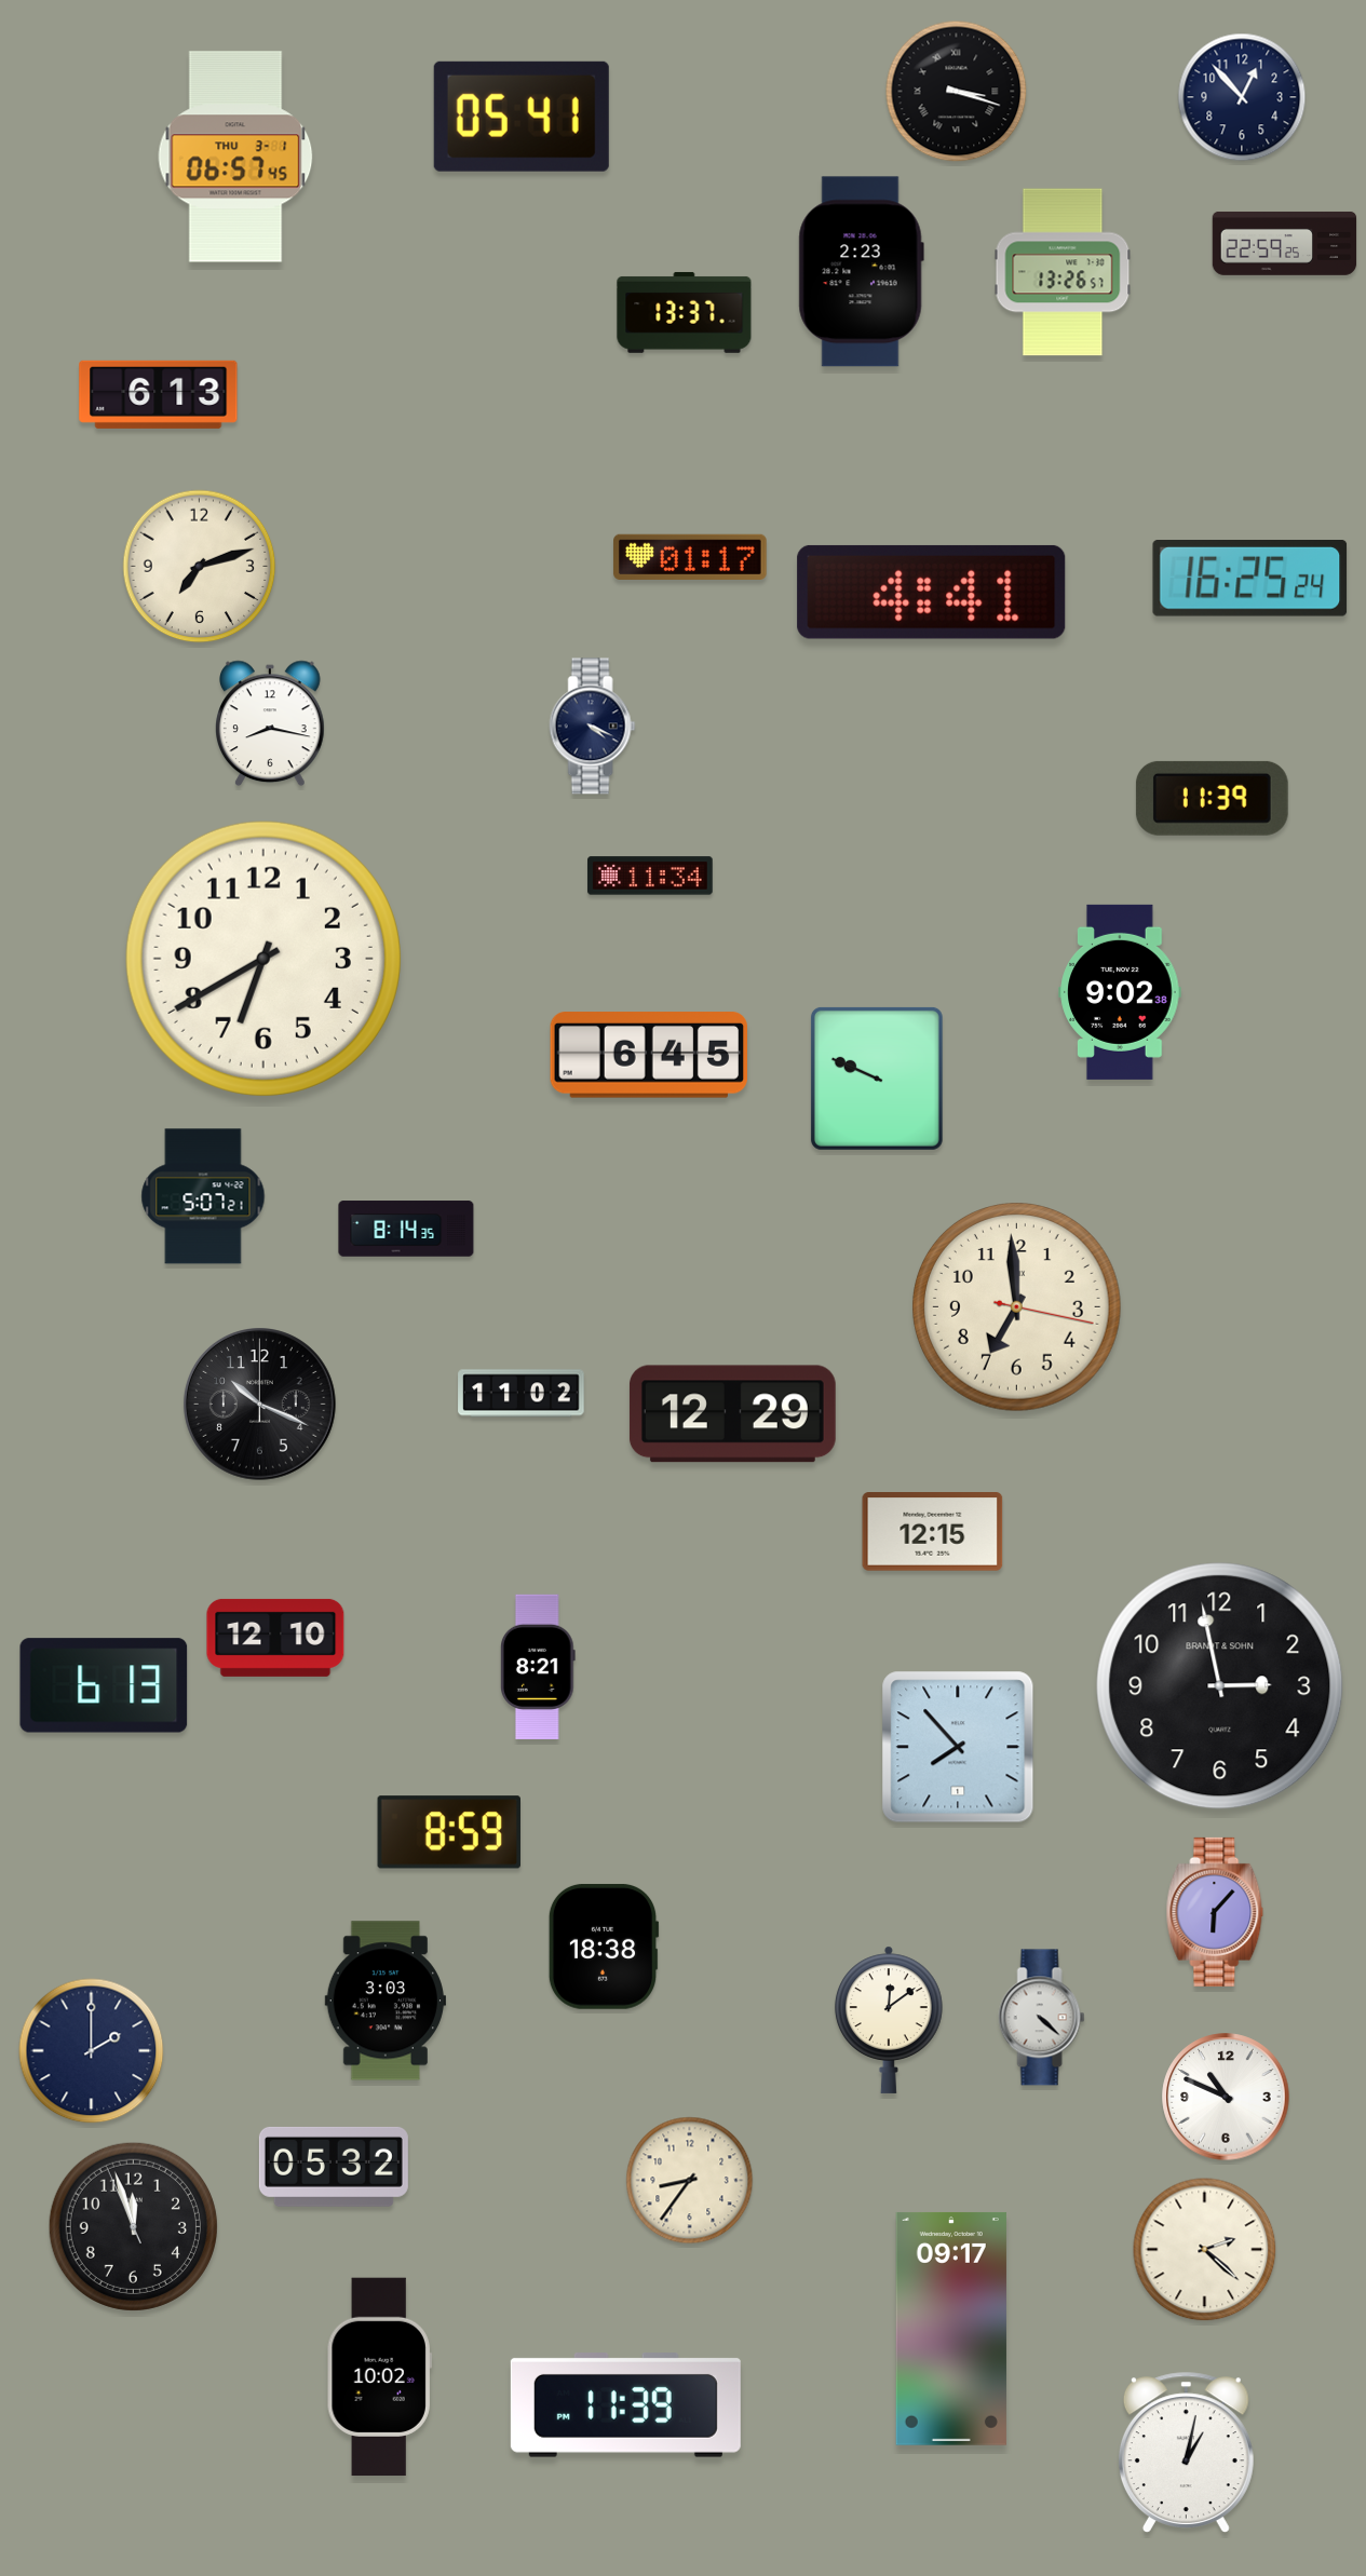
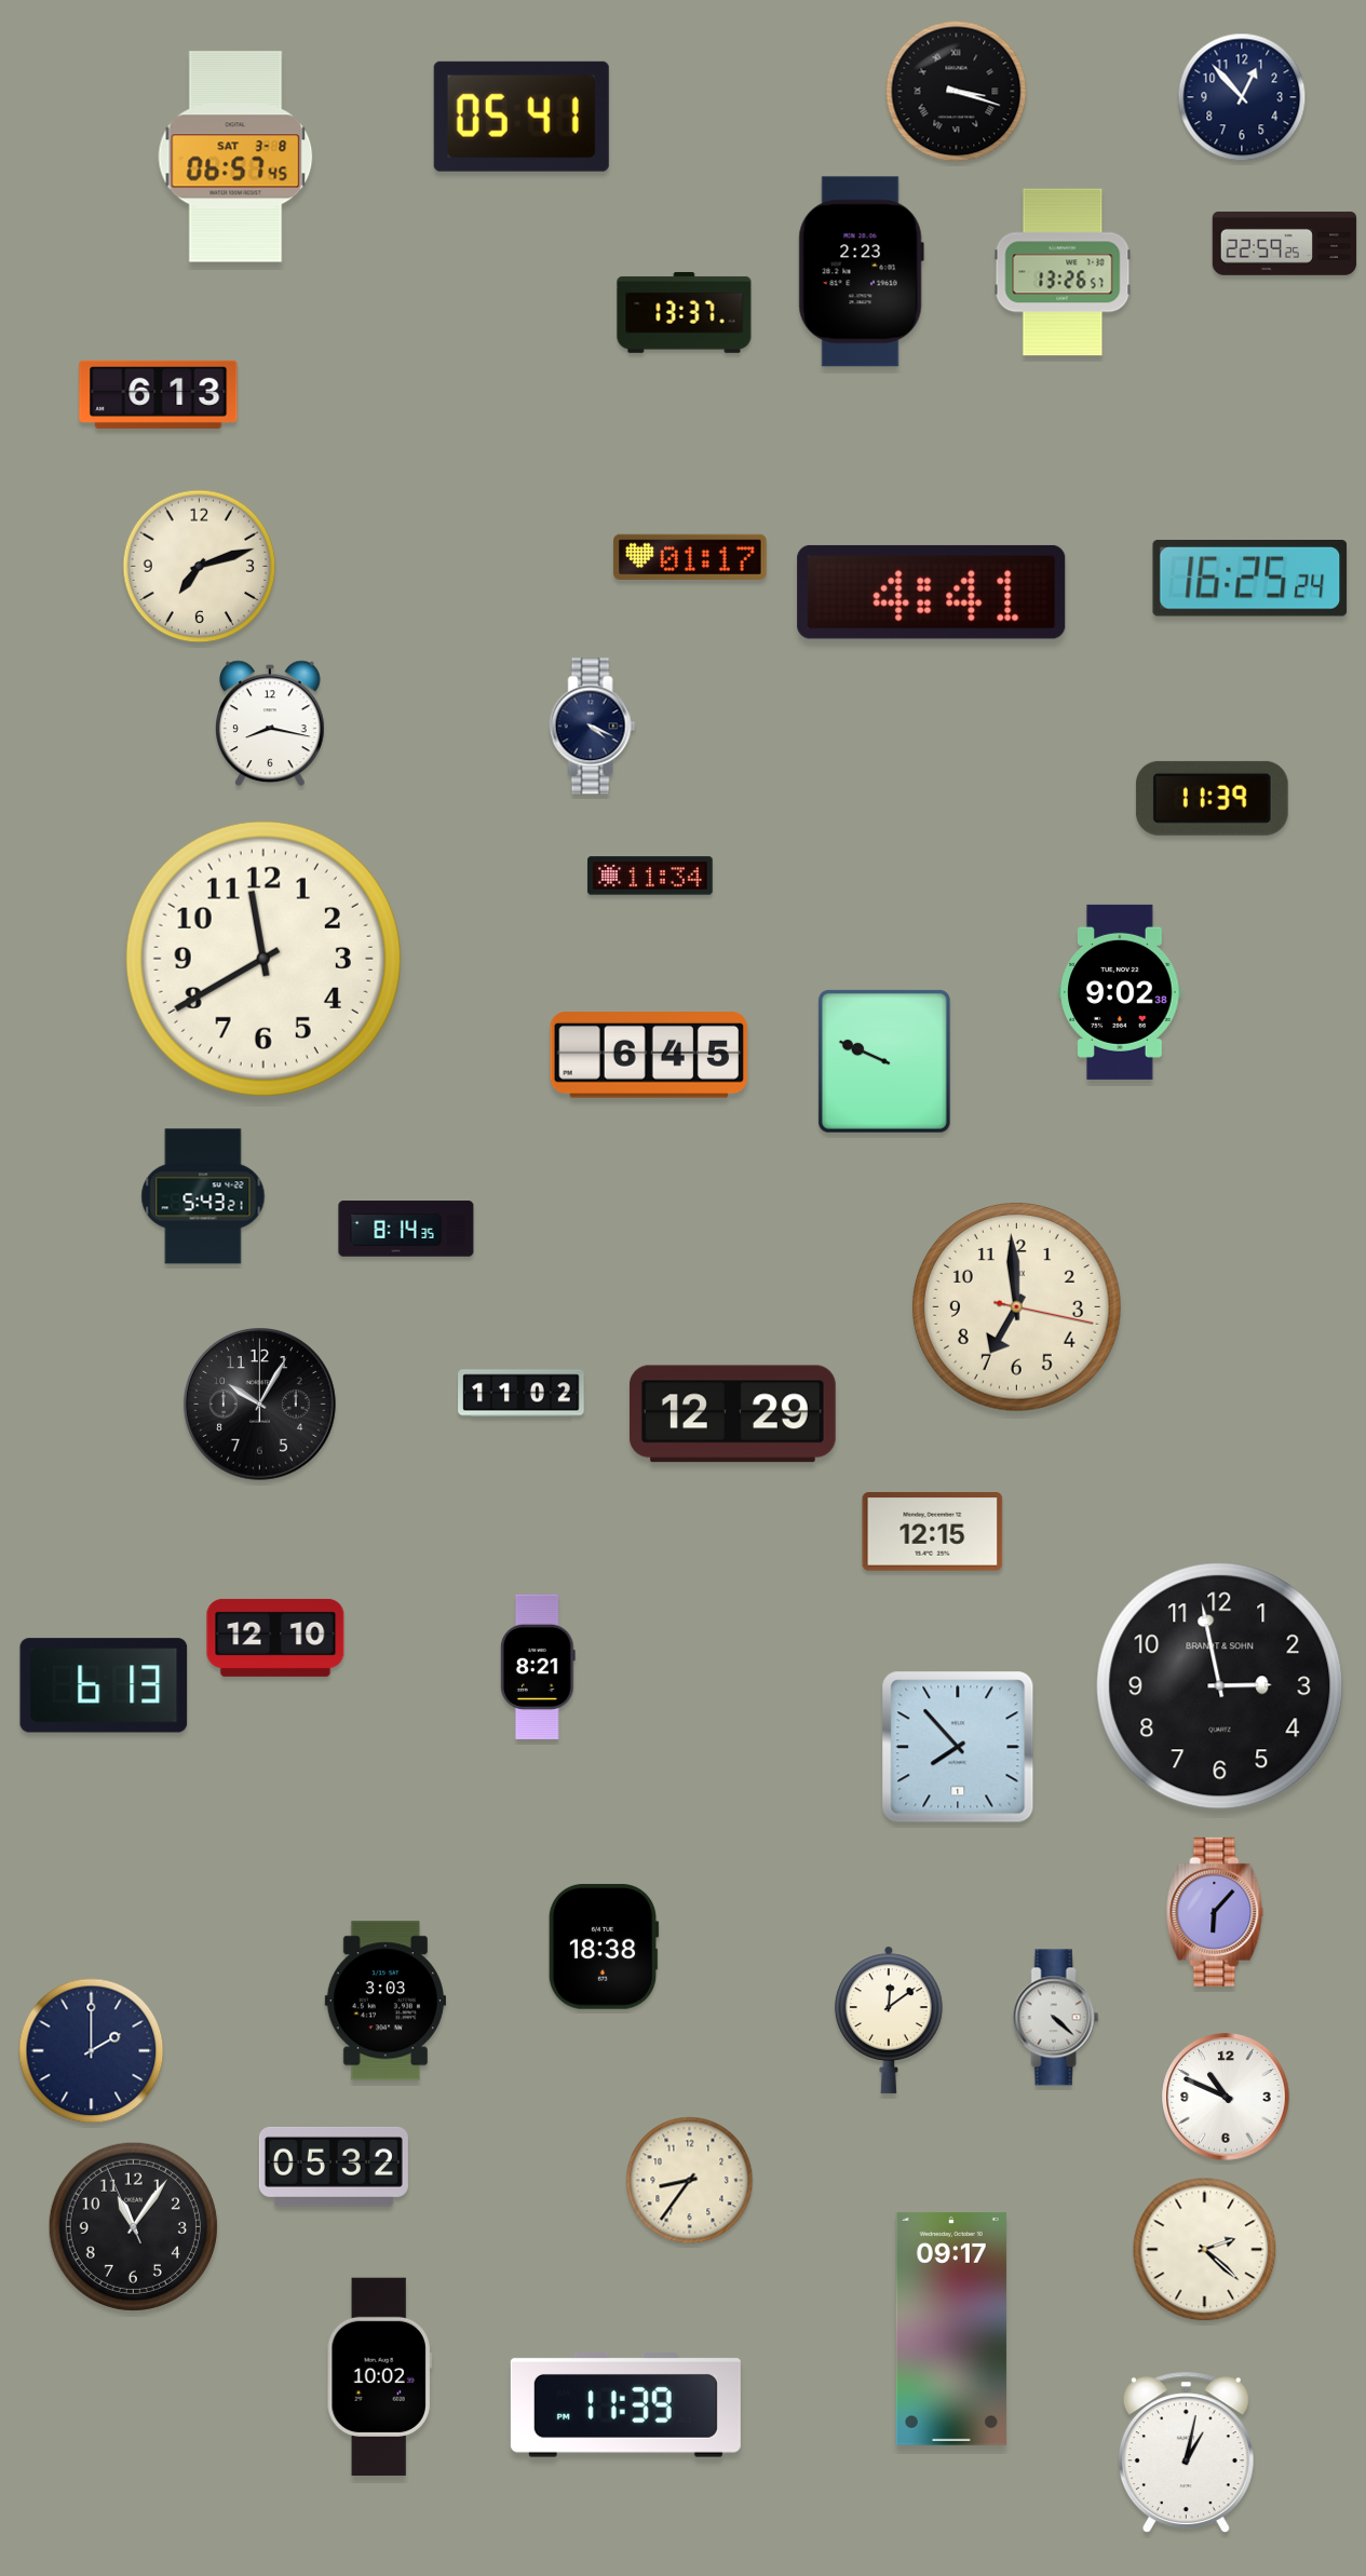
clock at (235, 157) date: THU 3-1 -> SAT 3-8
clock at (263, 959): 6:40 -> 11:40
clock at (877, 1079) position: (877, 1079) -> (884, 1061)
clock at (203, 1196): 5:07 -> 5:43
clock at (260, 1405): 10:19 -> 10:05
clock at (449, 1832): 8:59 -> none
clock at (1042, 2018) position: (1042, 2018) -> (1056, 2018)
clock at (133, 2226): 11:56 -> 11:05
